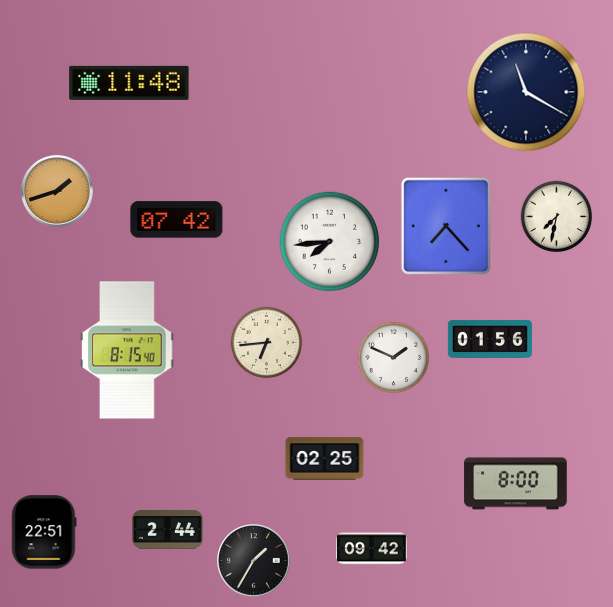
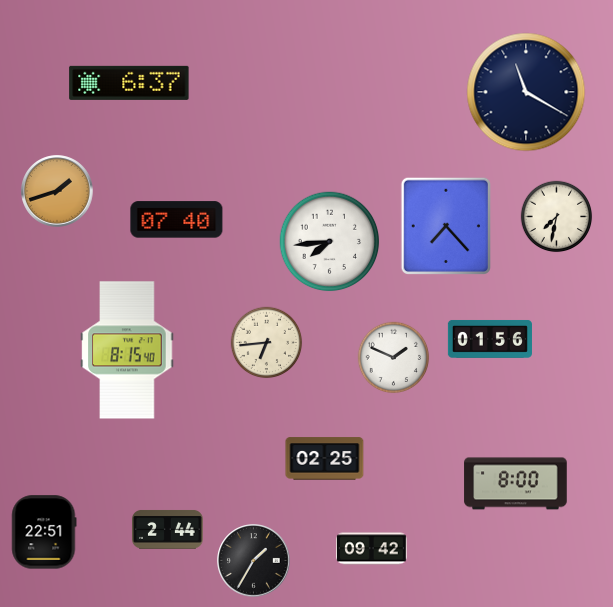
clock at (129, 83): 11:48 -> 6:37
clock at (177, 220): 07:42 -> 07:40
